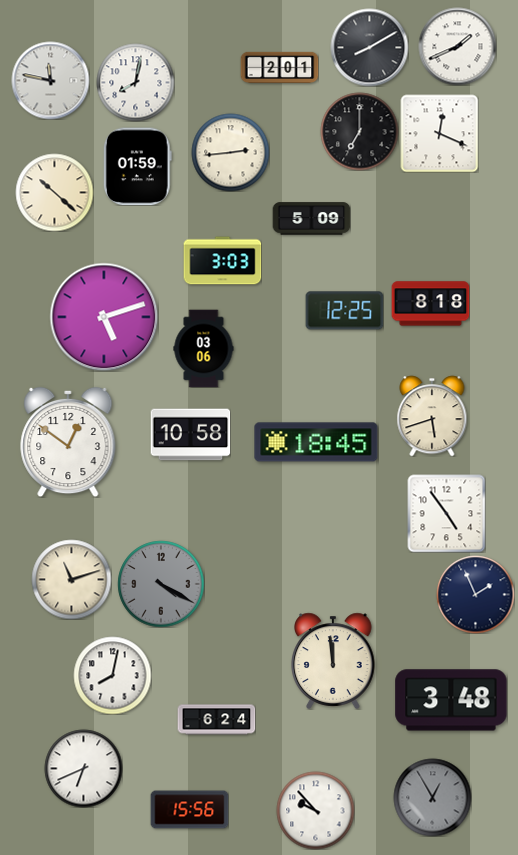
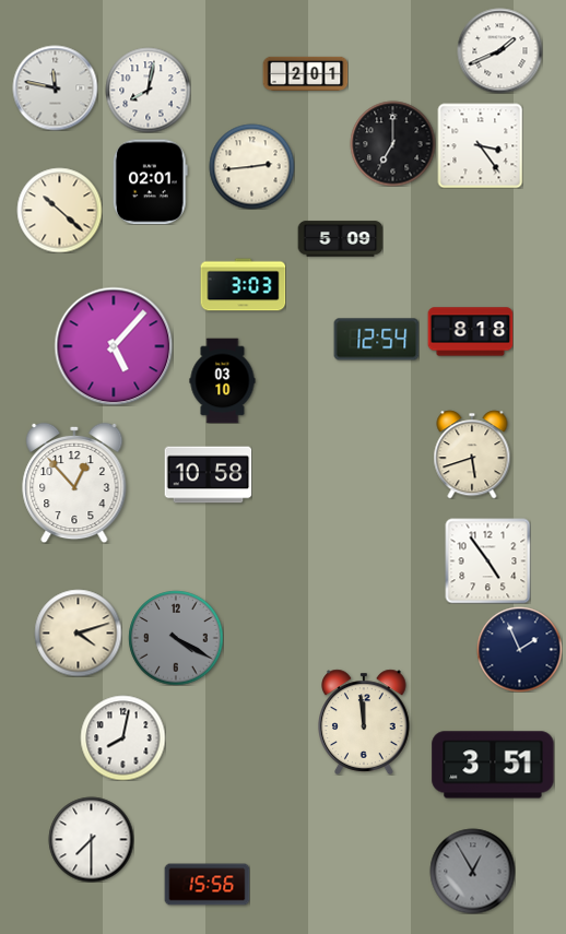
clock at (369, 47): 8:10 -> none
clock at (439, 133): 12:19 -> 3:24
clock at (137, 166): 01:59 -> 02:01
clock at (344, 311): 12:25 -> 12:54
clock at (104, 317): 5:12 -> 5:07
clock at (204, 348): 03:06 -> 03:10
clock at (68, 442): 12:51 -> 12:53
clock at (316, 442): 18:45 -> none
clock at (71, 579): 11:12 -> 4:12
clock at (451, 700): 3:48 -> 3:51
clock at (216, 720): 6:24 -> none
clock at (83, 768): 6:41 -> 7:30
clock at (315, 810): 9:53 -> none
